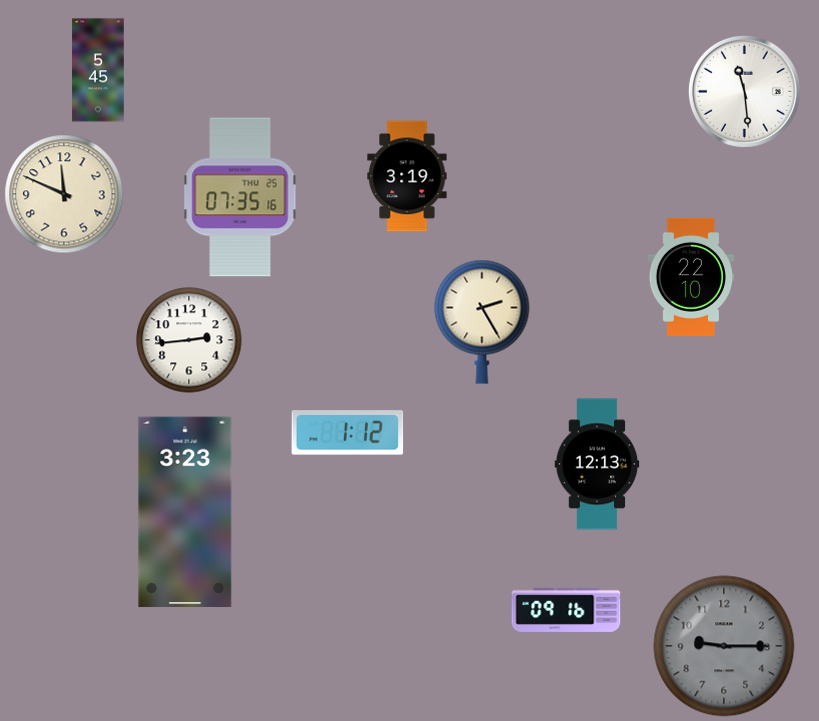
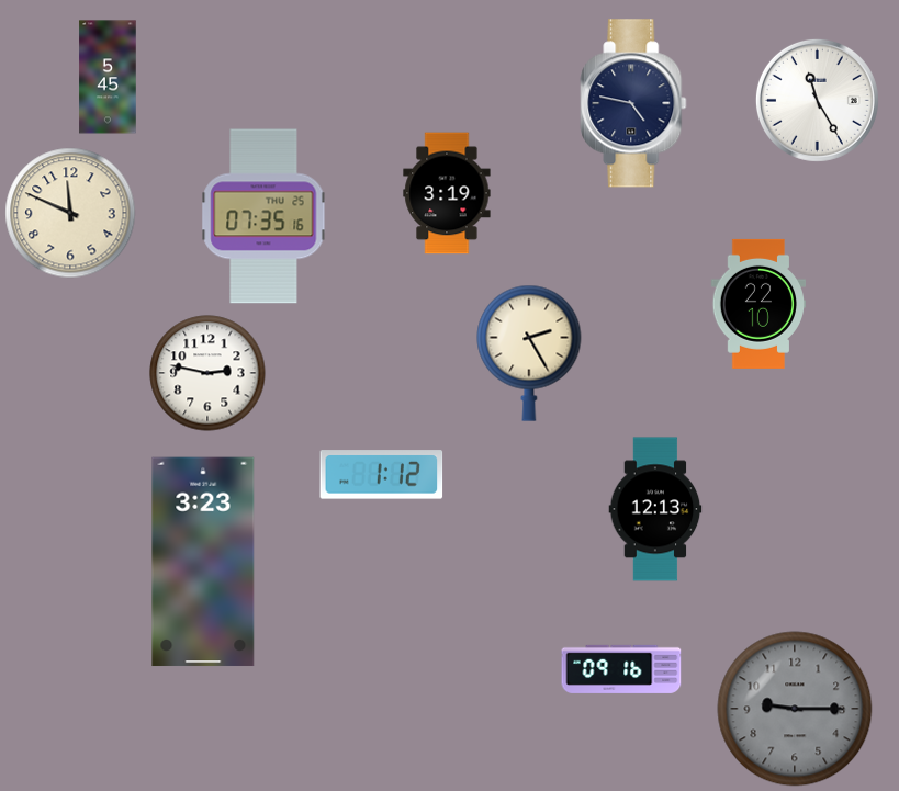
clock at (744, 91): 11:29 -> 11:25
clock at (633, 103): none -> 4:47
clock at (189, 340): 2:44 -> 2:47
